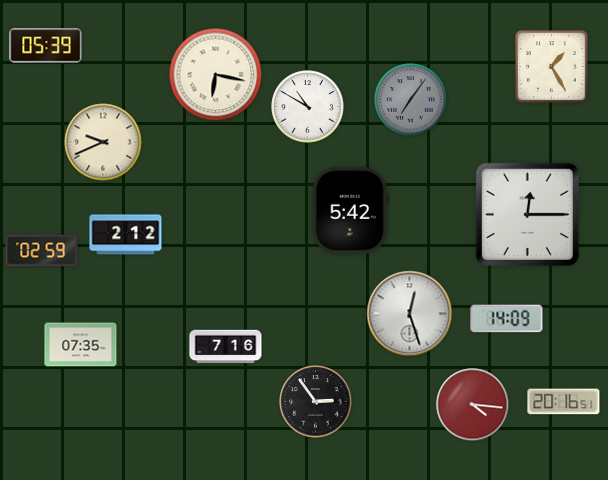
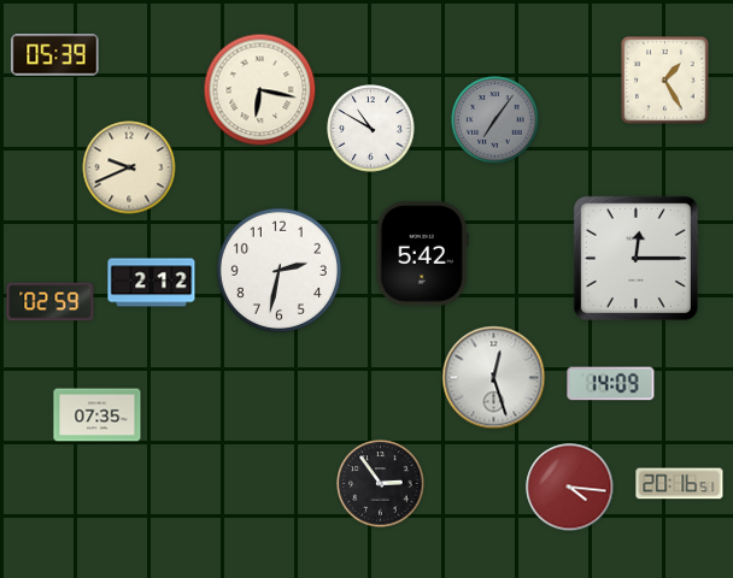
clock at (103, 142) position: (103, 142) -> (129, 167)
clock at (278, 270): none -> 2:32
clock at (226, 347): 7:16 -> none
